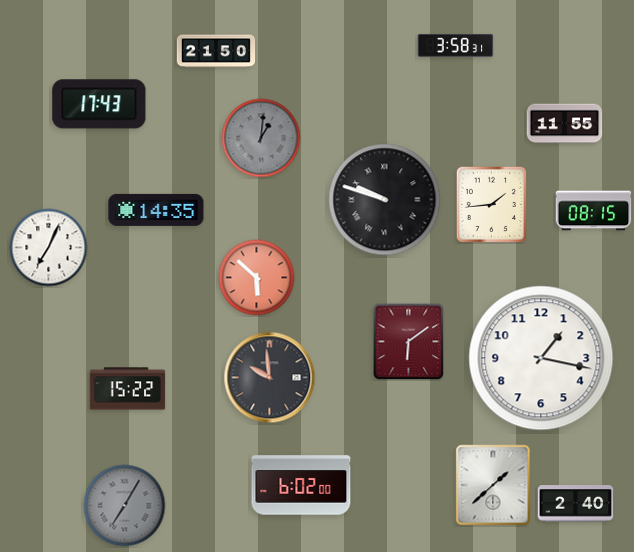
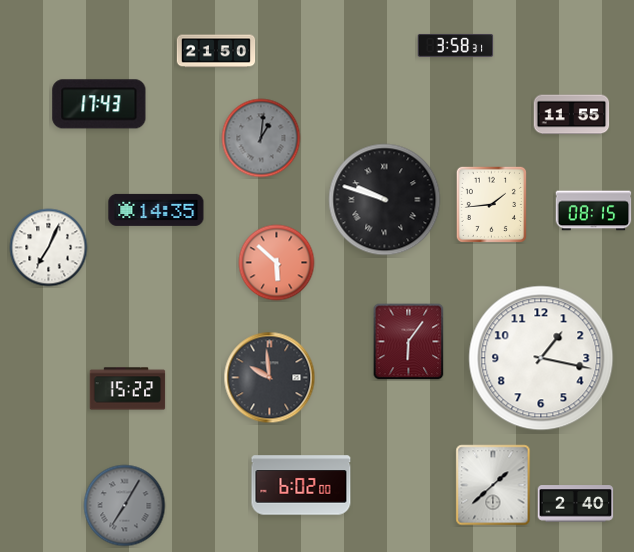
clock at (565, 124) position: (565, 124) -> (572, 115)
clock at (257, 278) position: (257, 278) -> (277, 263)
clock at (409, 342): 6:09 -> 6:06
